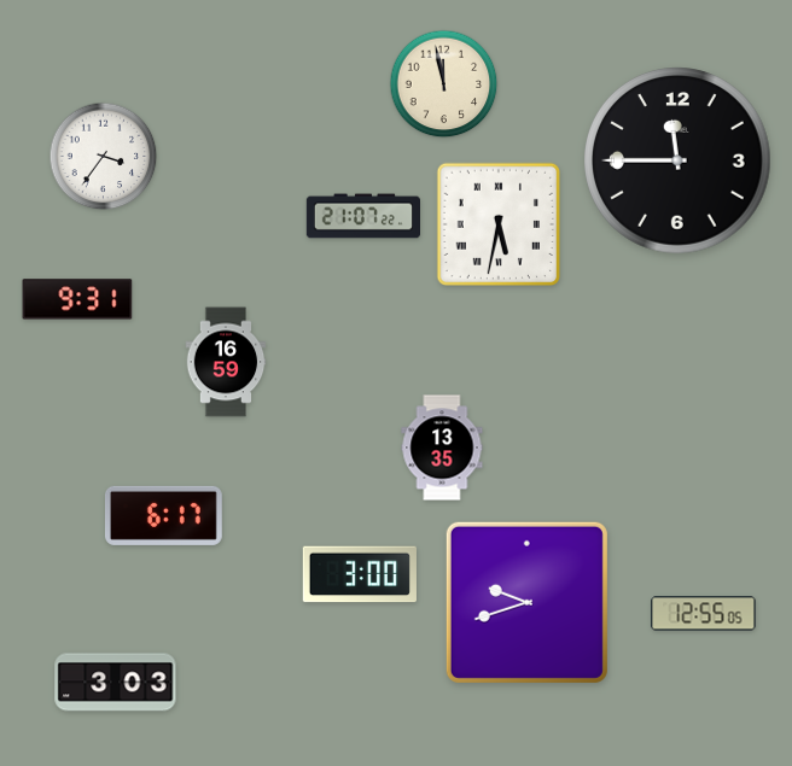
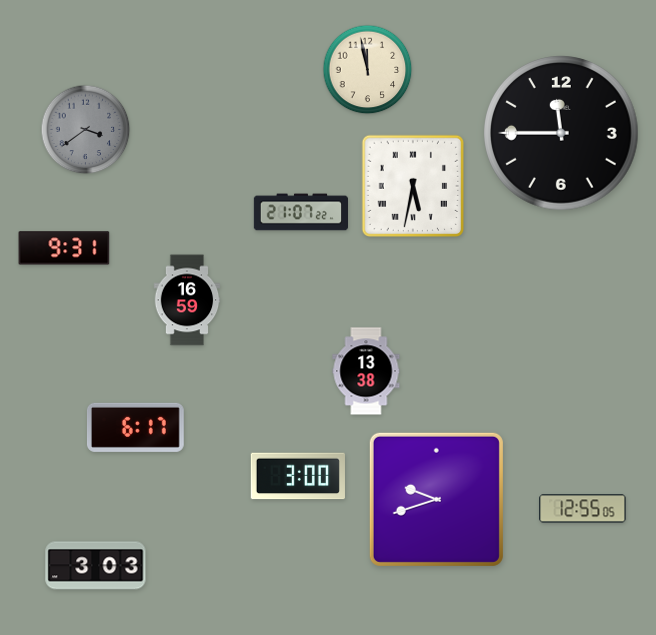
clock at (104, 157): 3:36 -> 3:39
clock at (104, 157) dial: white -> grey
clock at (362, 216) position: (362, 216) -> (300, 212)
clock at (442, 448): 13:35 -> 13:38
